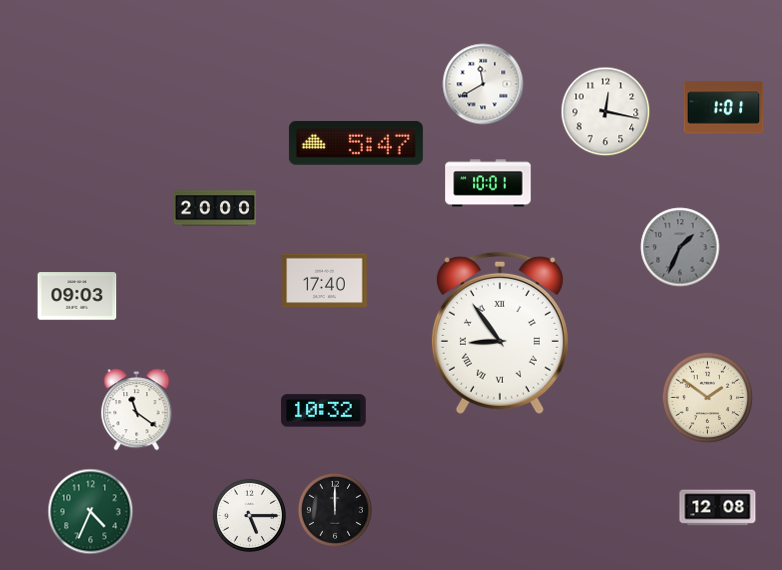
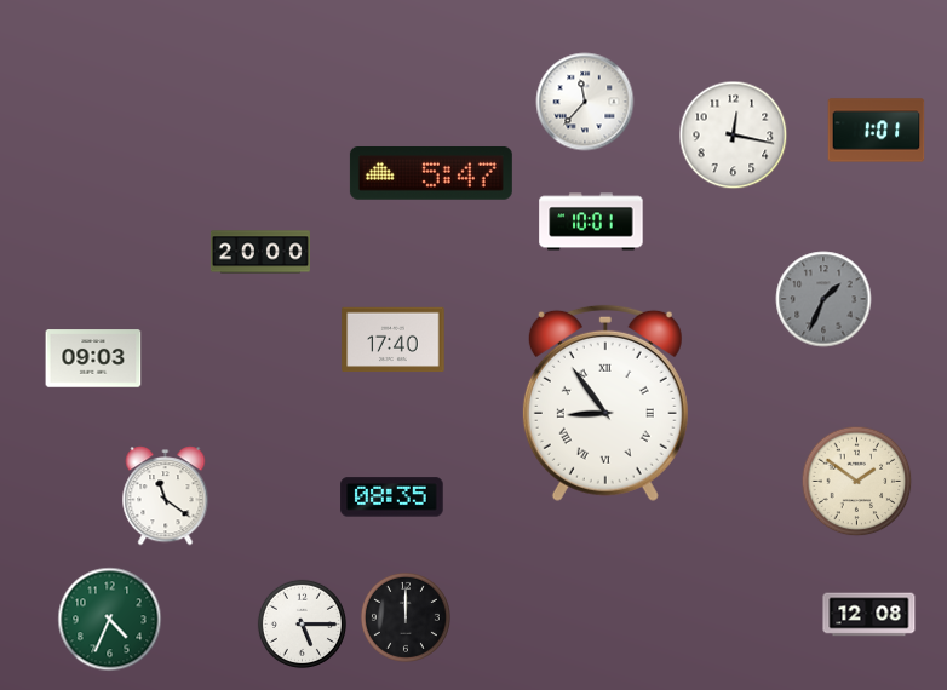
clock at (483, 84): 11:40 -> 11:37
clock at (324, 411): 10:32 -> 08:35
